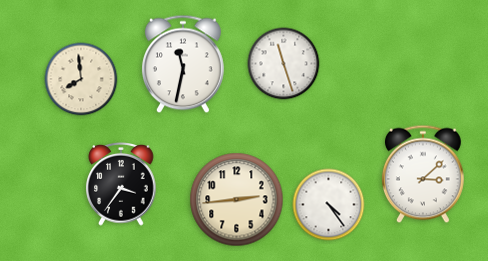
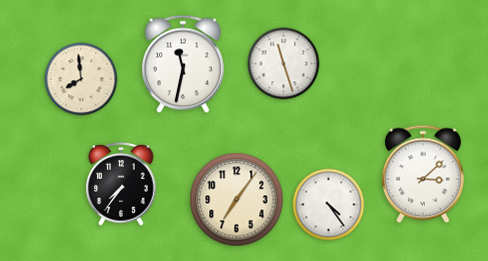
clock at (121, 185): 3:36 -> 7:36
clock at (237, 200): 2:44 -> 7:06
